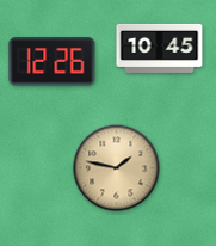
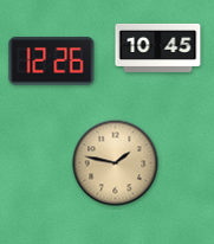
clock at (117, 168) position: (117, 168) -> (116, 163)
